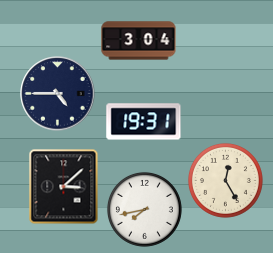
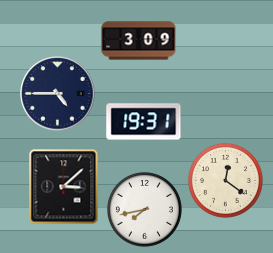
clock at (139, 41): 3:04 -> 3:09
clock at (225, 180): 12:25 -> 12:21
